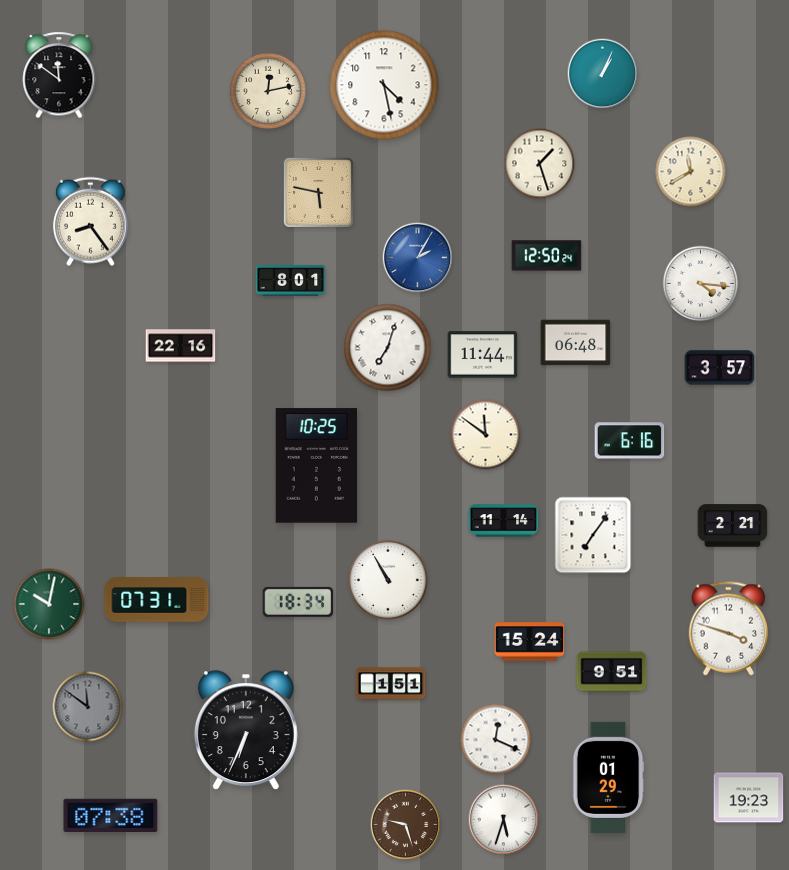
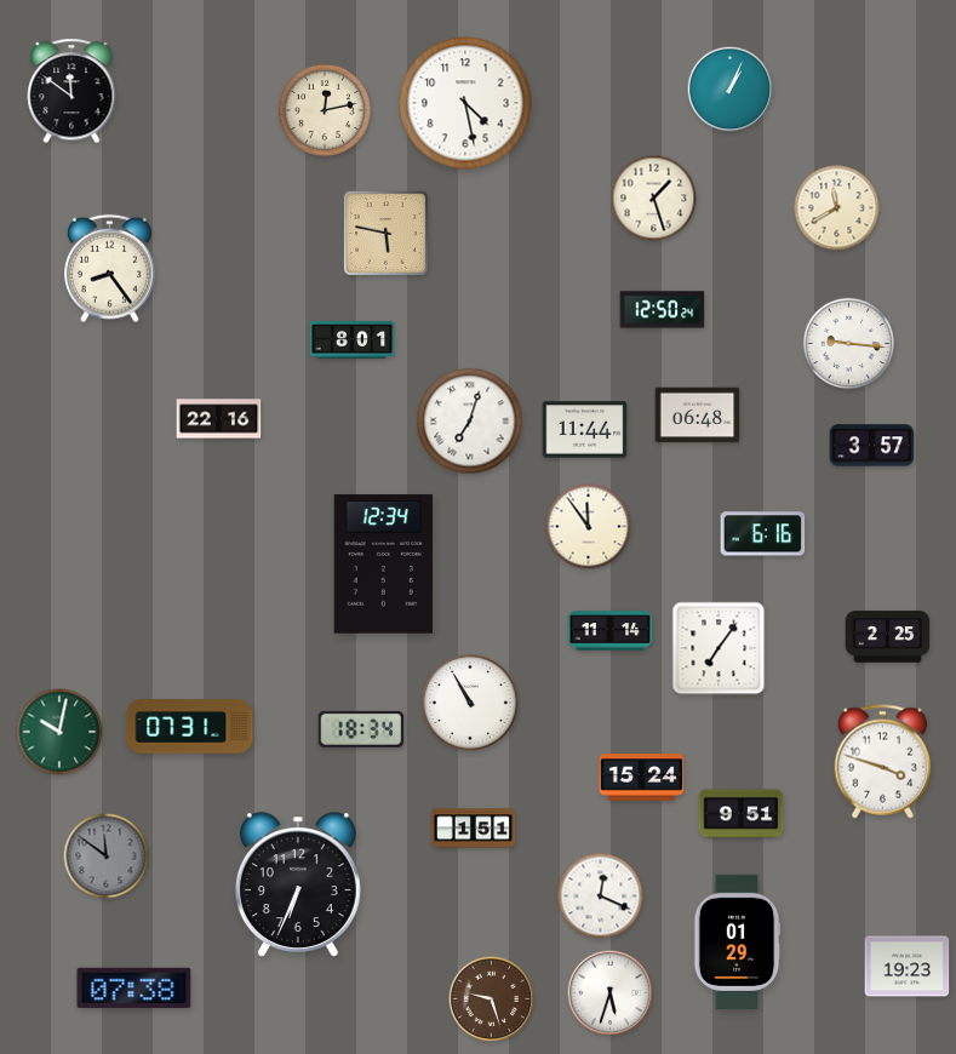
clock at (418, 258): 2:05 -> none
clock at (701, 284): 4:16 -> 9:16
clock at (486, 435): 11:51 -> 11:54
clock at (317, 466): 10:25 -> 12:34
clock at (733, 526): 2:21 -> 2:25
